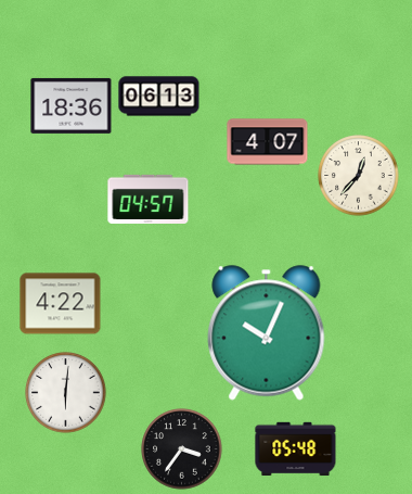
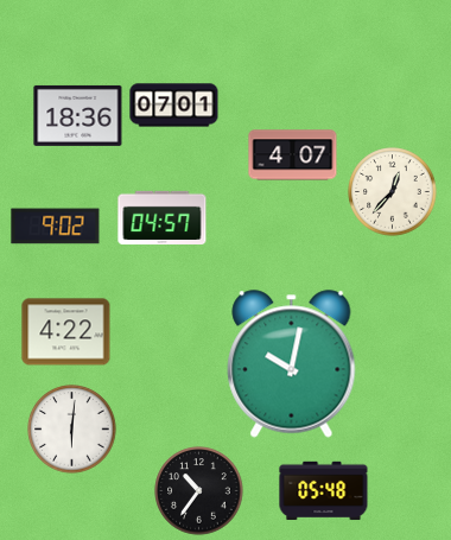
clock at (159, 97): 06:13 -> 07:01
clock at (56, 227): none -> 9:02
clock at (267, 333): 10:04 -> 10:02
clock at (182, 449): 3:36 -> 10:36
